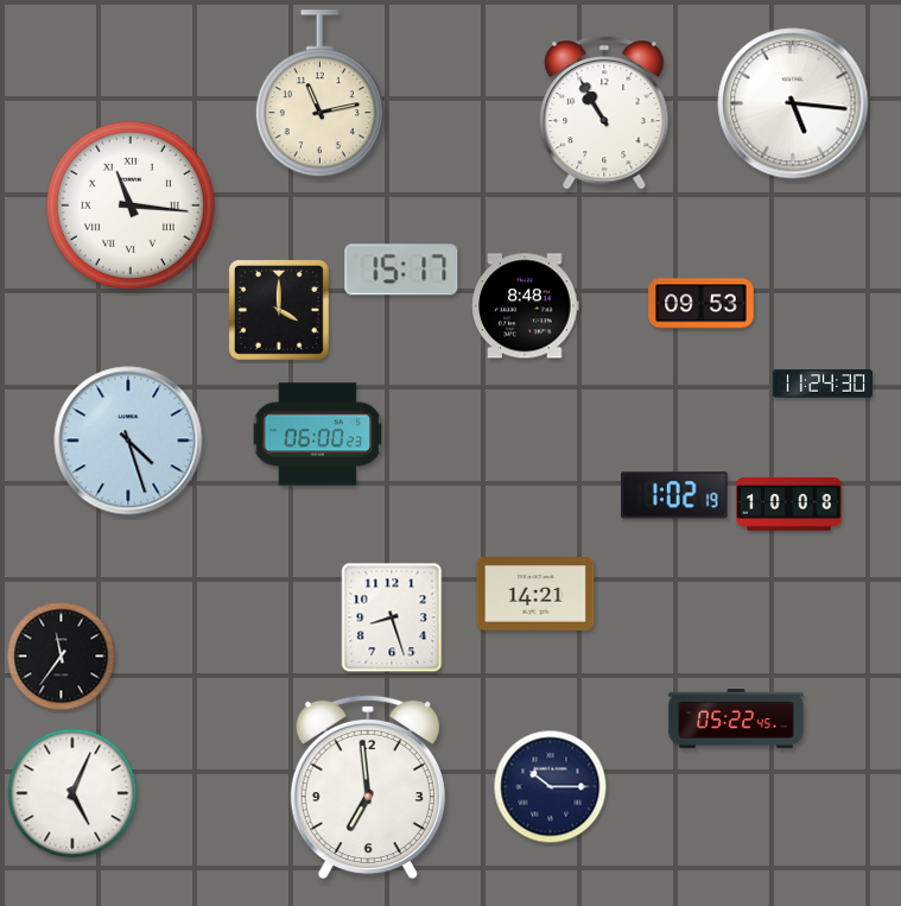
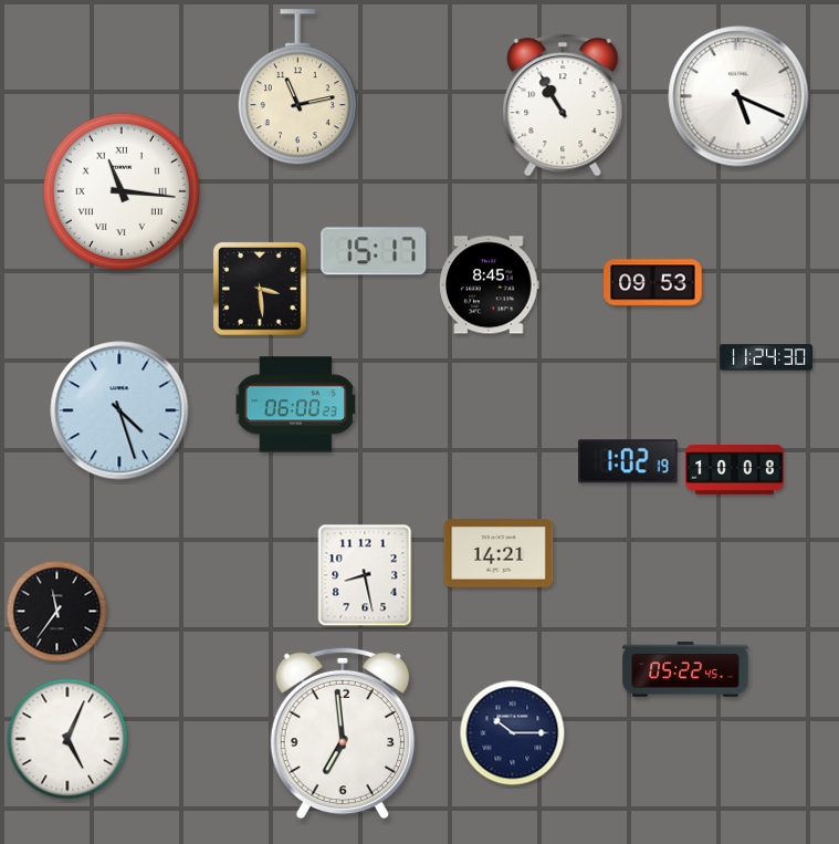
clock at (793, 103): 5:16 -> 5:19
clock at (526, 306): 8:48 -> 8:45
clock at (279, 310): 4:00 -> 3:29
clock at (392, 617): 8:27 -> 8:28
